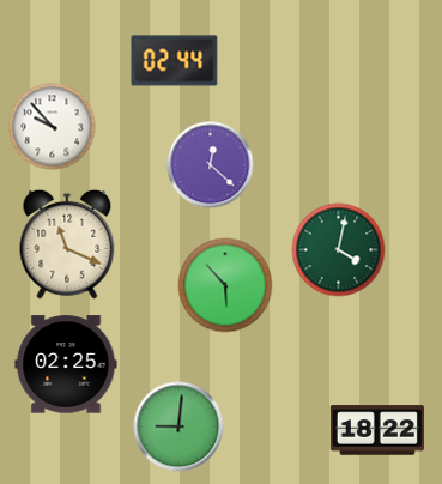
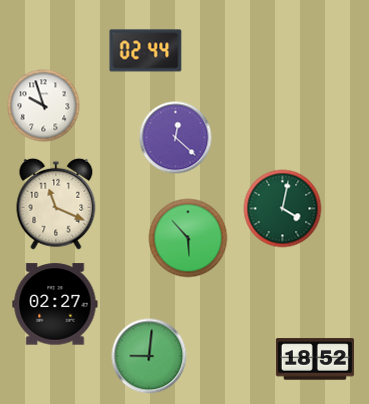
clock at (53, 127): 9:53 -> 9:57
clock at (66, 364): 02:25 -> 02:27
clock at (377, 430): 18:22 -> 18:52
